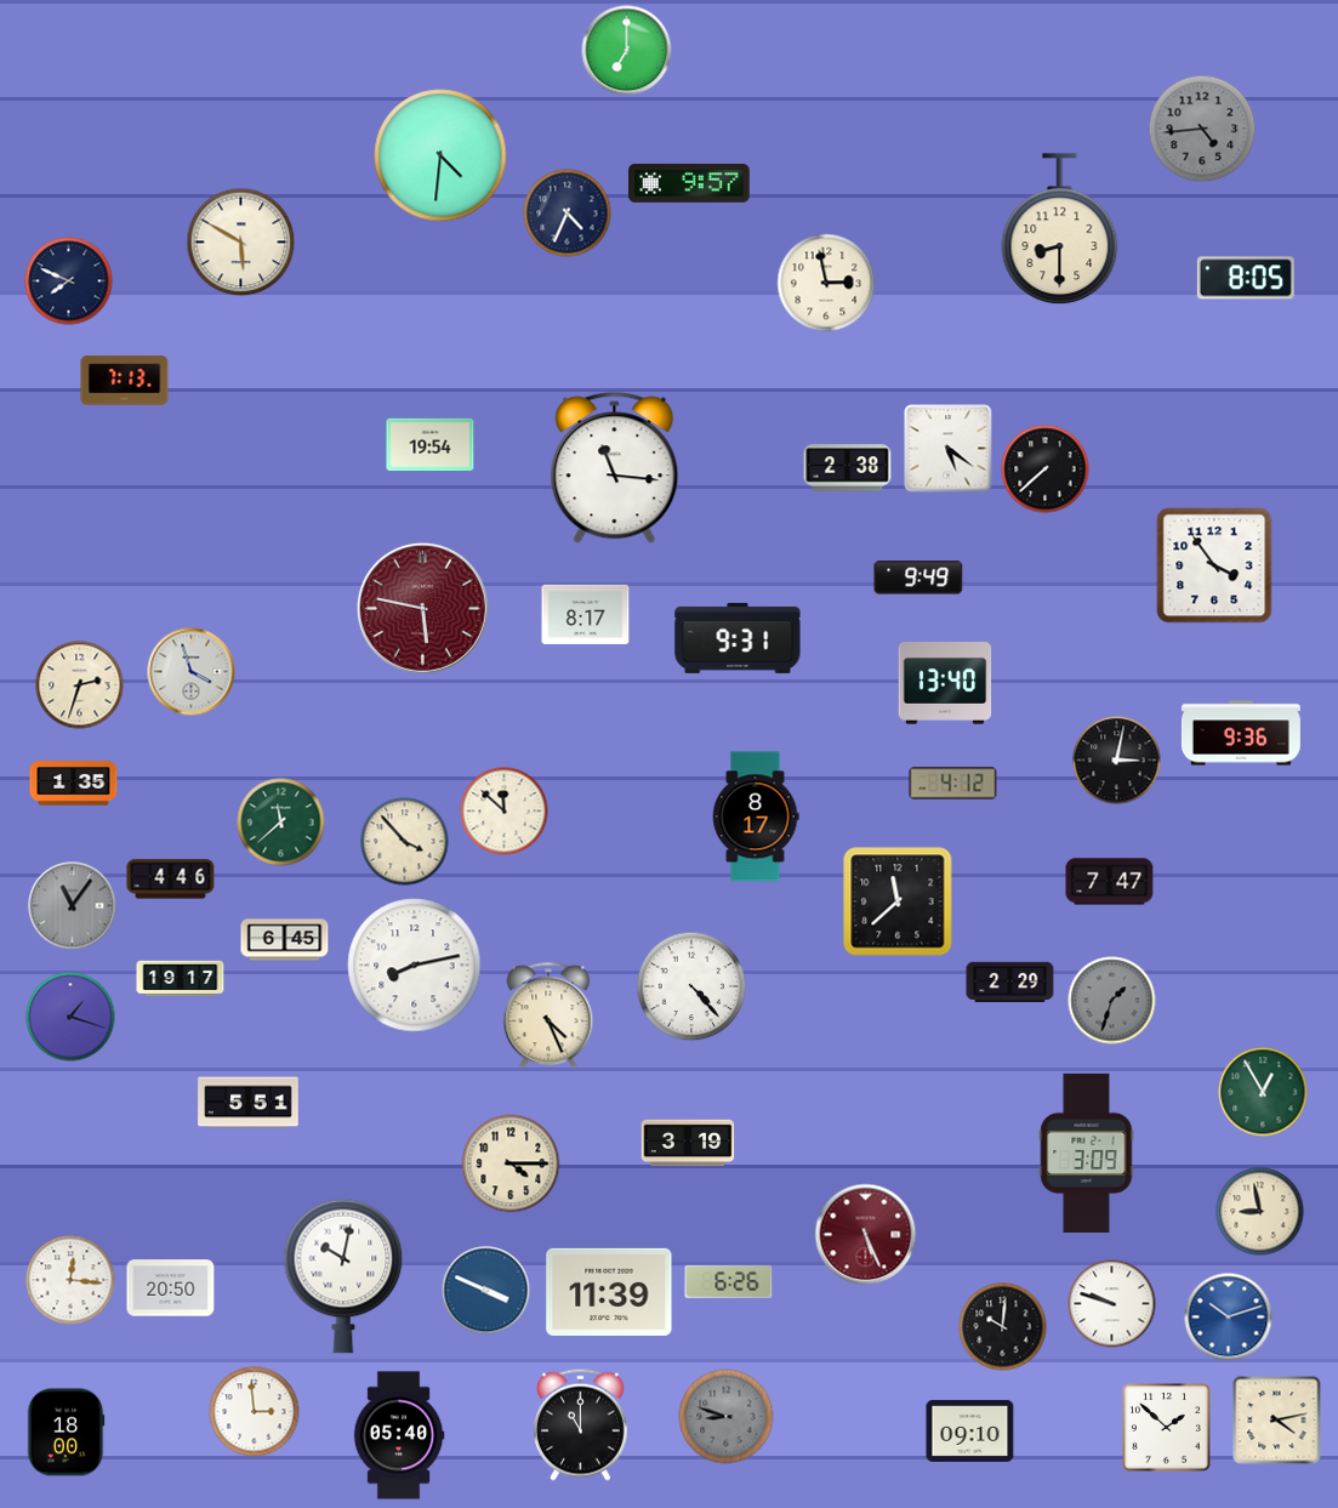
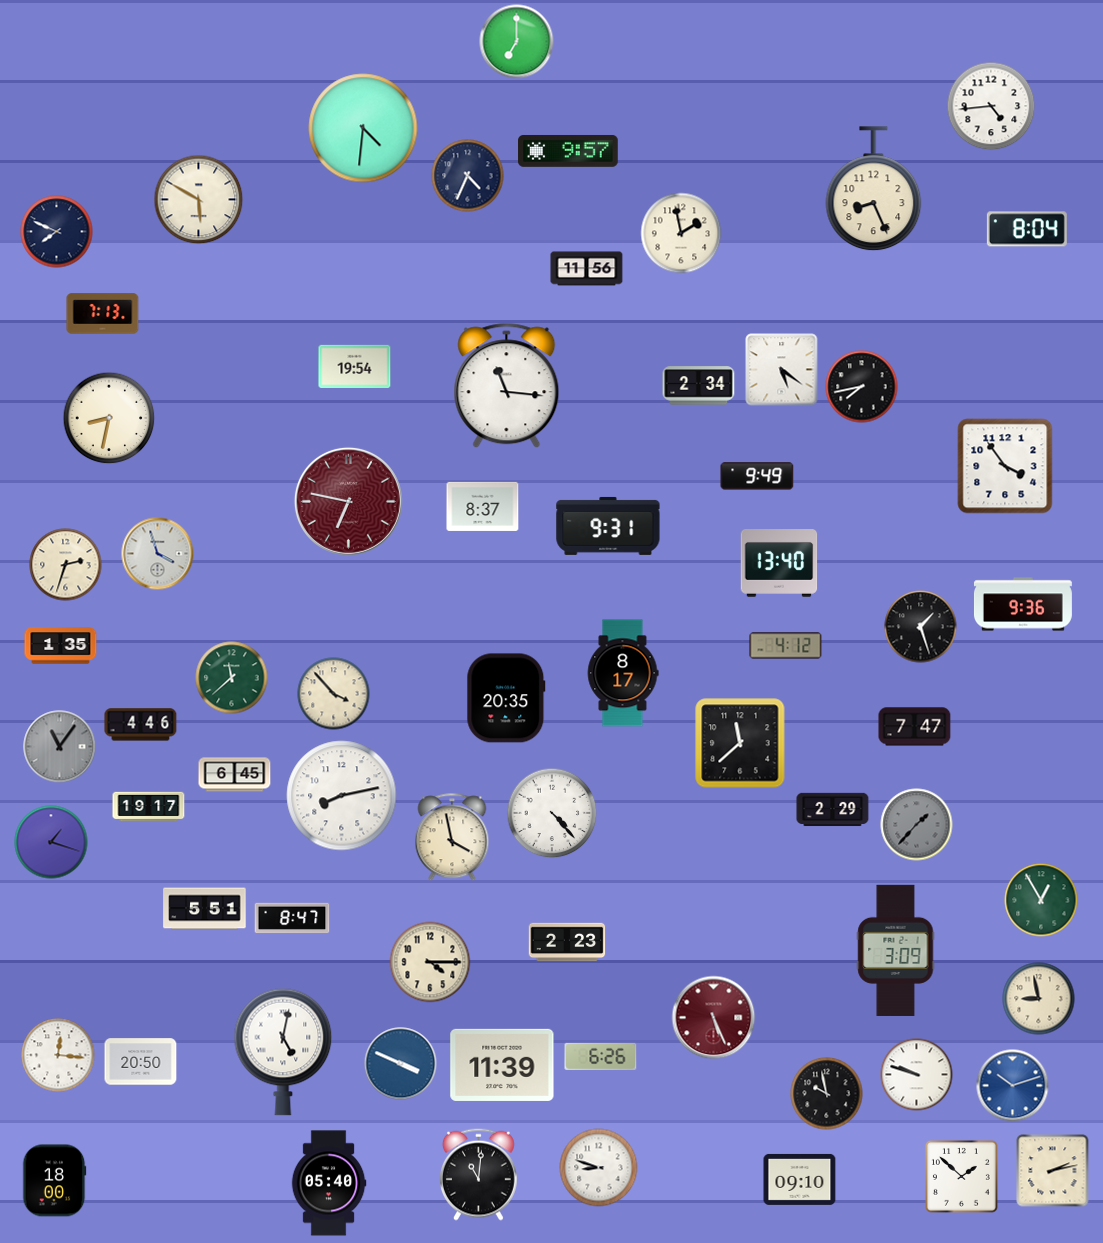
clock at (1202, 129) dial: grey -> white
clock at (1060, 229): 8:30 -> 8:26
clock at (1246, 278): 8:05 -> 8:04
clock at (826, 283): 2:58 -> 1:58
clock at (587, 269): none -> 11:56
clock at (848, 468): 2:38 -> 2:34
clock at (1046, 470): 7:38 -> 7:43
clock at (109, 418): none -> 8:32
clock at (1214, 565) position: (1214, 565) -> (1005, 466)
clock at (422, 608): 5:47 -> 6:47
clock at (586, 614): 8:17 -> 8:37
clock at (1117, 761): 3:02 -> 1:27
clock at (505, 812): 11:52 -> none
clock at (506, 698): none -> 20:35
clock at (691, 986) position: (691, 986) -> (552, 813)
clock at (1112, 1001): 1:33 -> 1:37
clock at (70, 1017) position: (70, 1017) -> (51, 842)
clock at (548, 1017): 4:26 -> 3:58
clock at (292, 918): none -> 8:47
clock at (688, 1143): 3:19 -> 2:23
clock at (511, 1163) position: (511, 1163) -> (430, 962)
clock at (343, 1276): 10:02 -> 5:02
clock at (1003, 1327): 10:01 -> 9:58
clock at (255, 1412): 2:59 -> none
clock at (727, 1417) dial: grey -> white
clock at (1277, 1421): 4:13 -> 2:13
clock at (581, 1424): 11:00 -> 11:01
